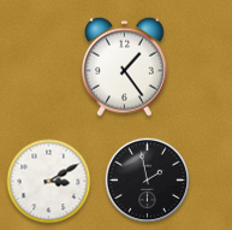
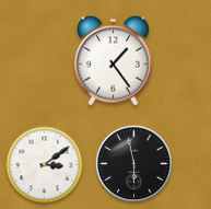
clock at (148, 181): 1:58 -> 5:58
clock at (49, 182): 3:10 -> 3:09
